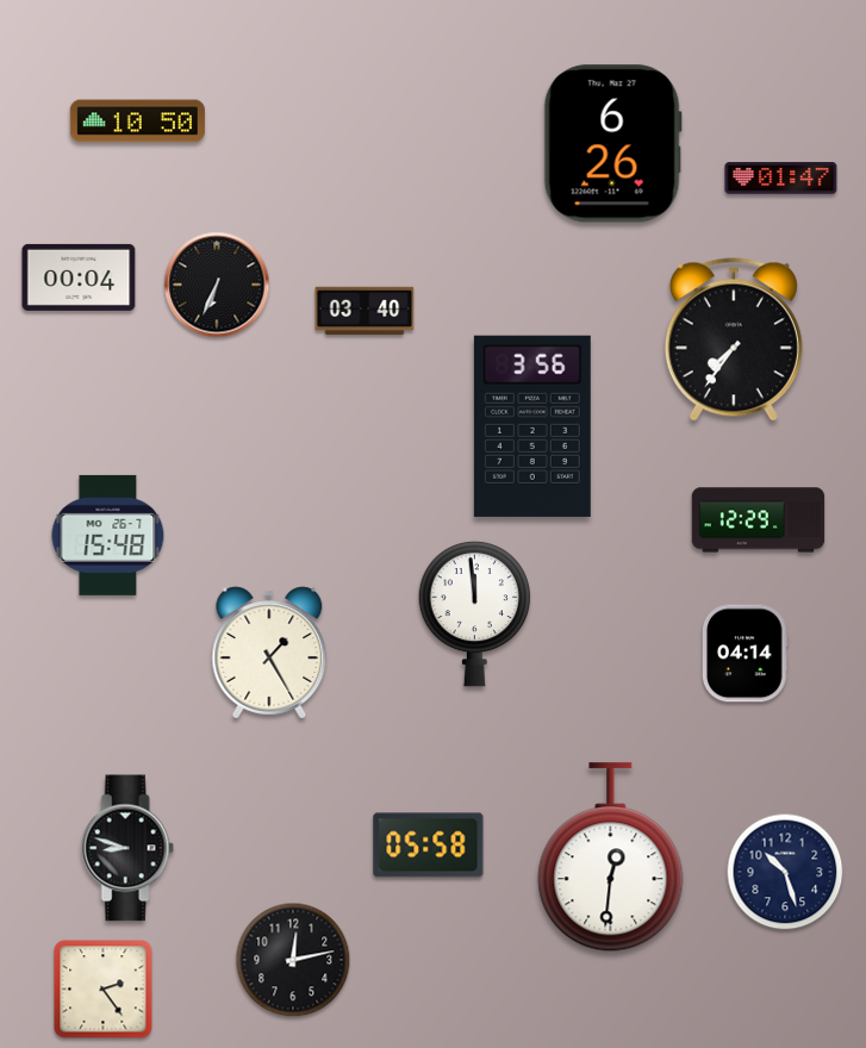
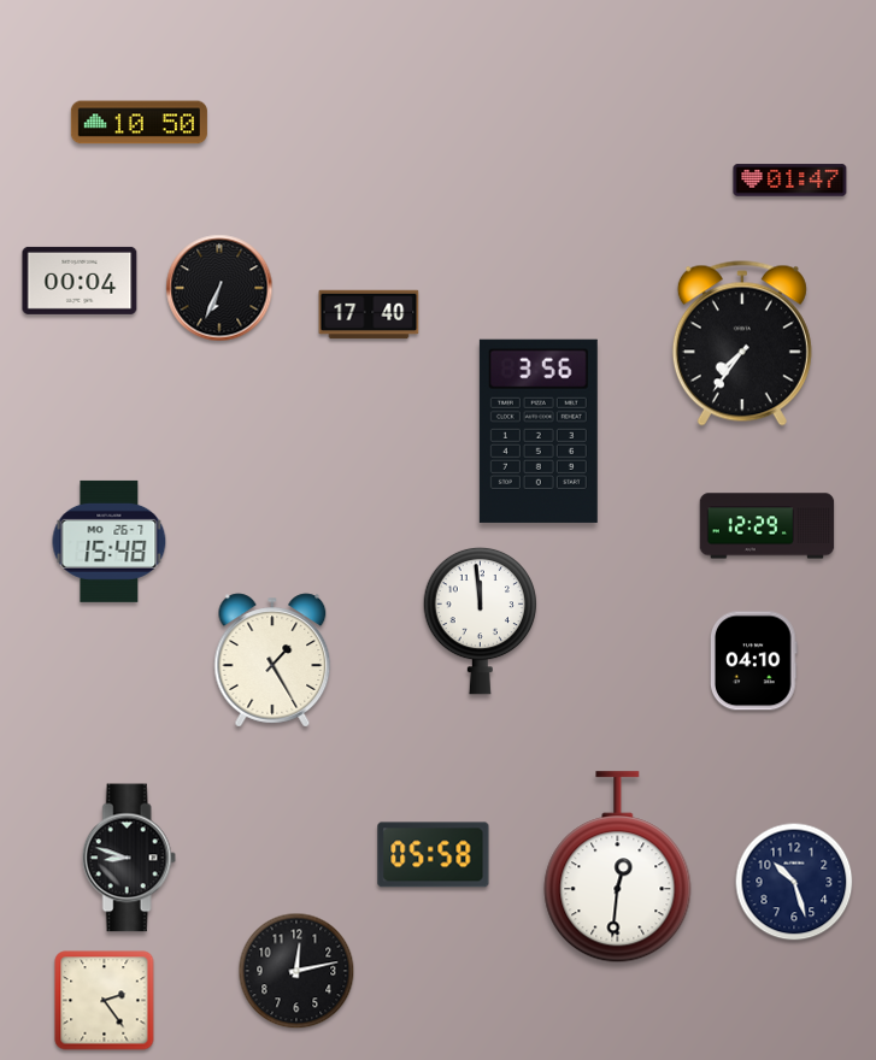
clock at (612, 144): 6:26 -> none
clock at (365, 311): 03:40 -> 17:40
clock at (746, 654): 04:14 -> 04:10
